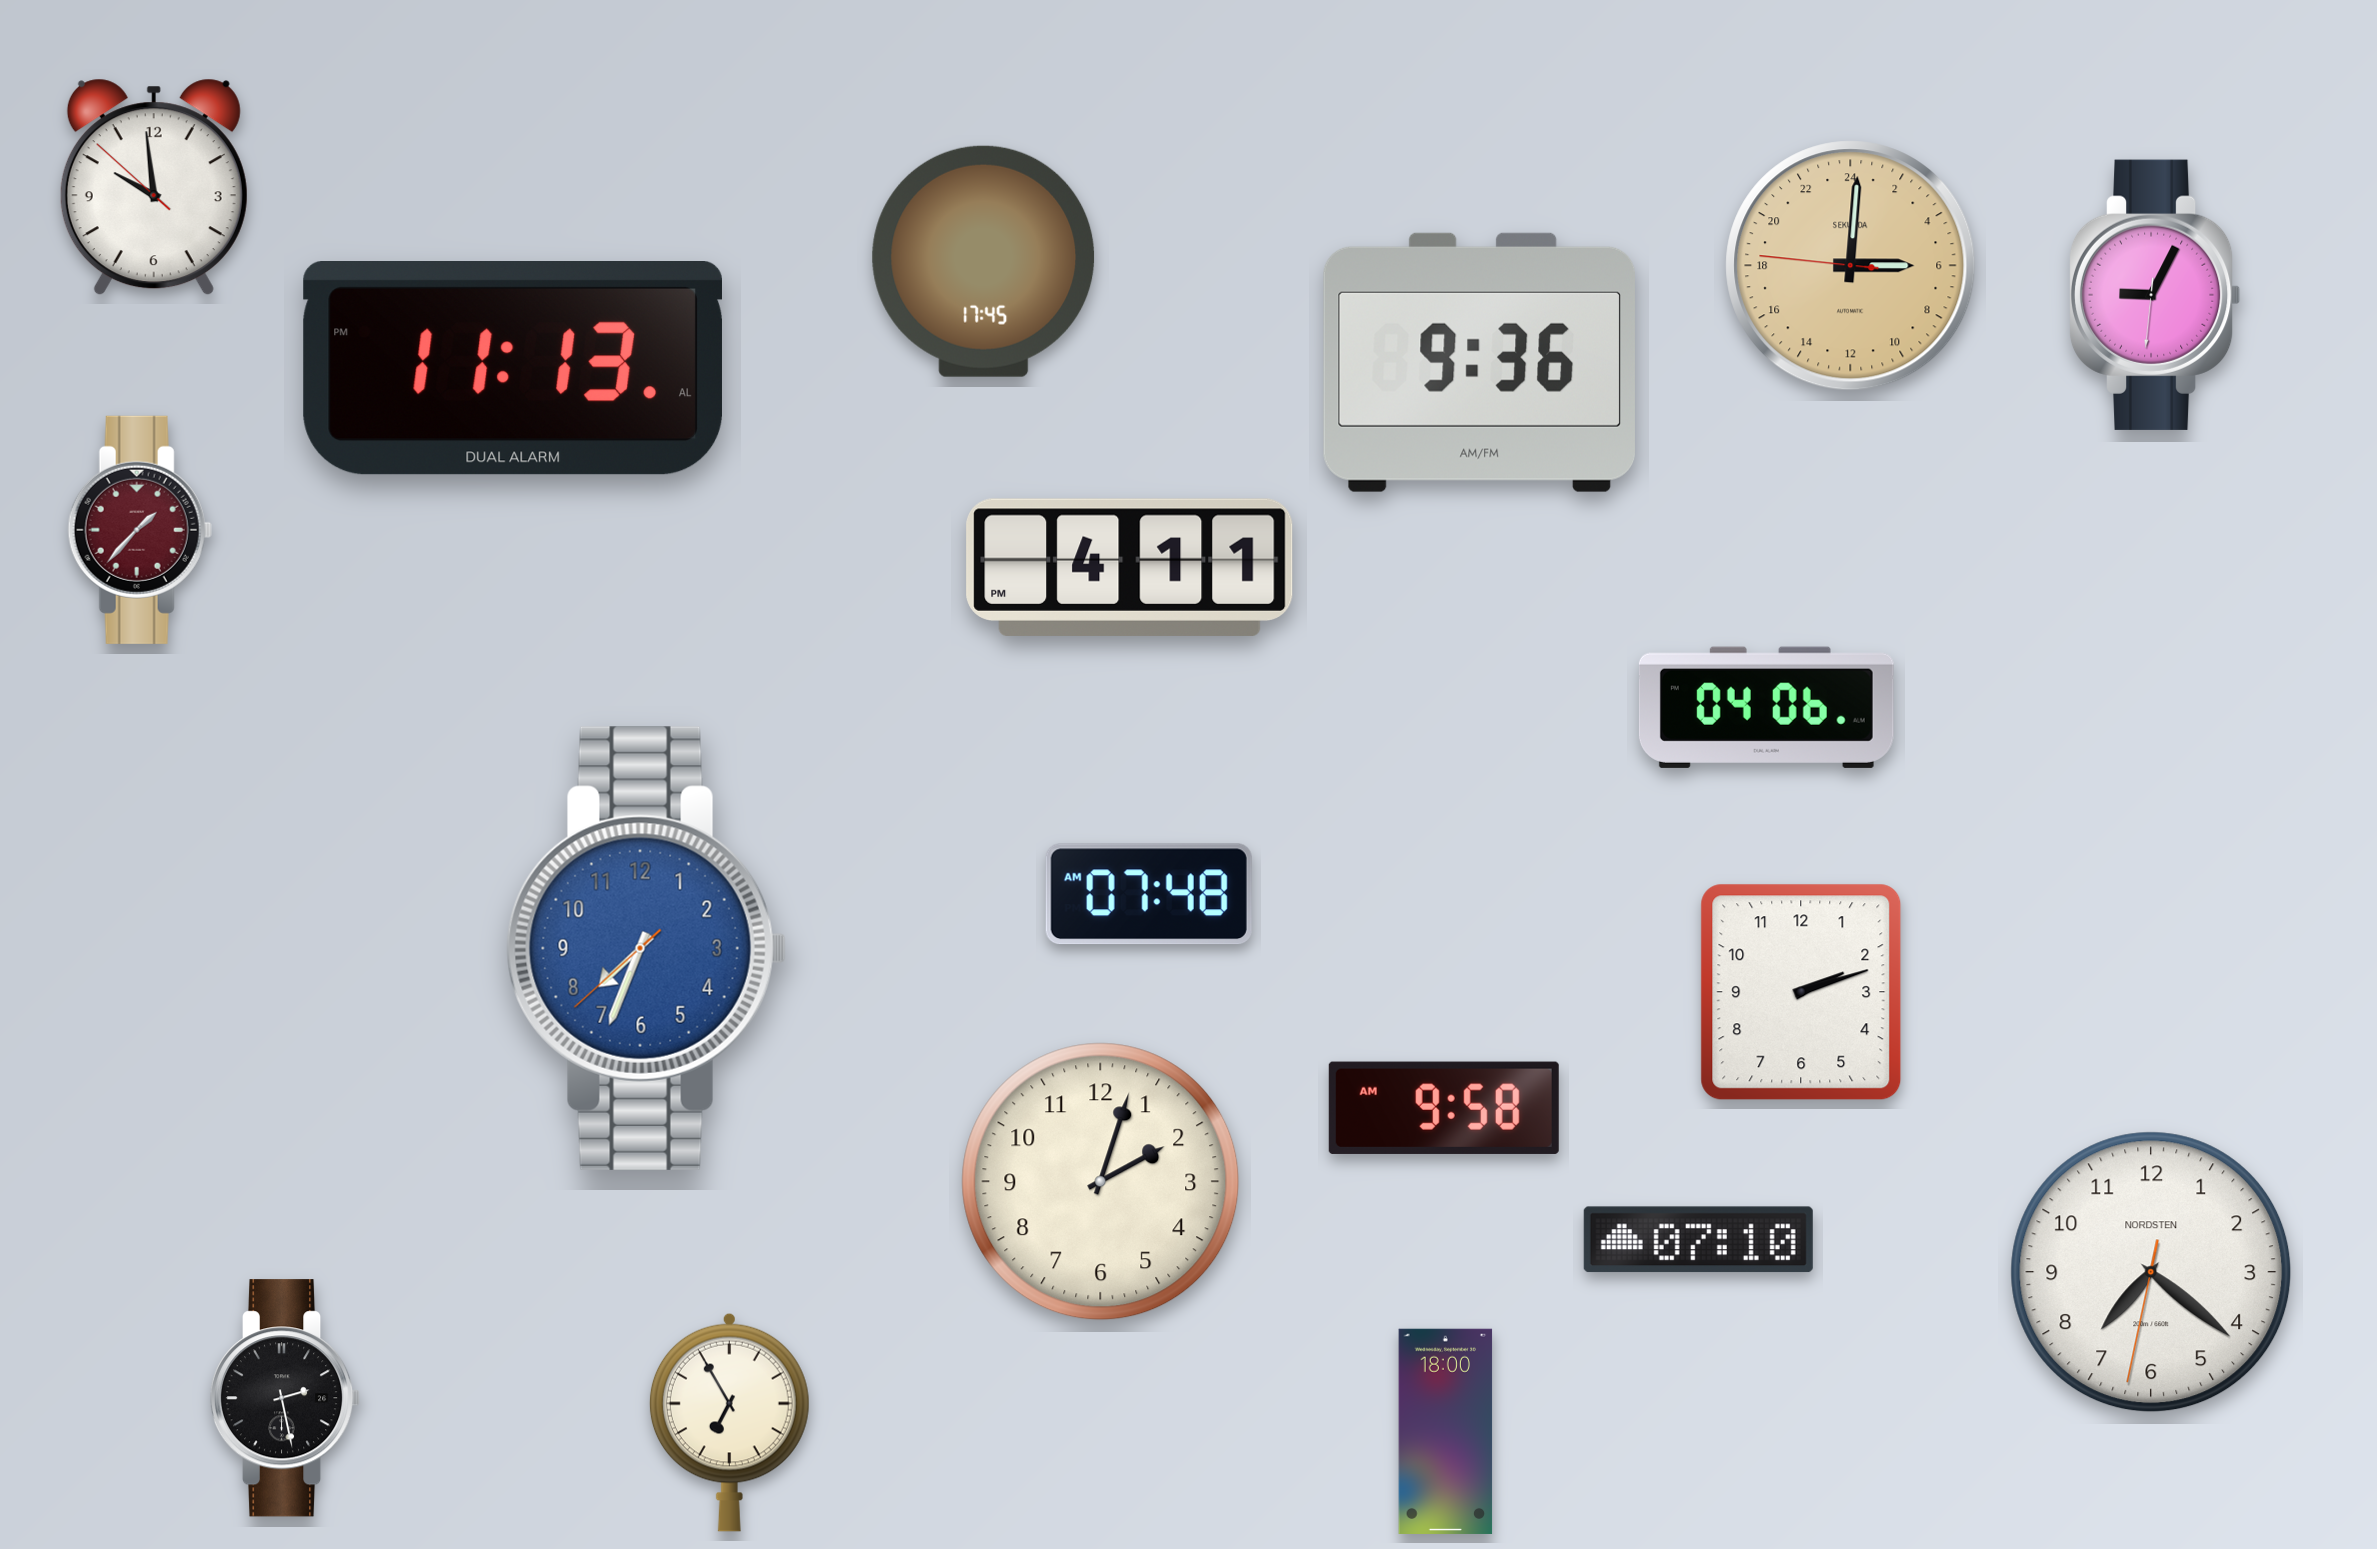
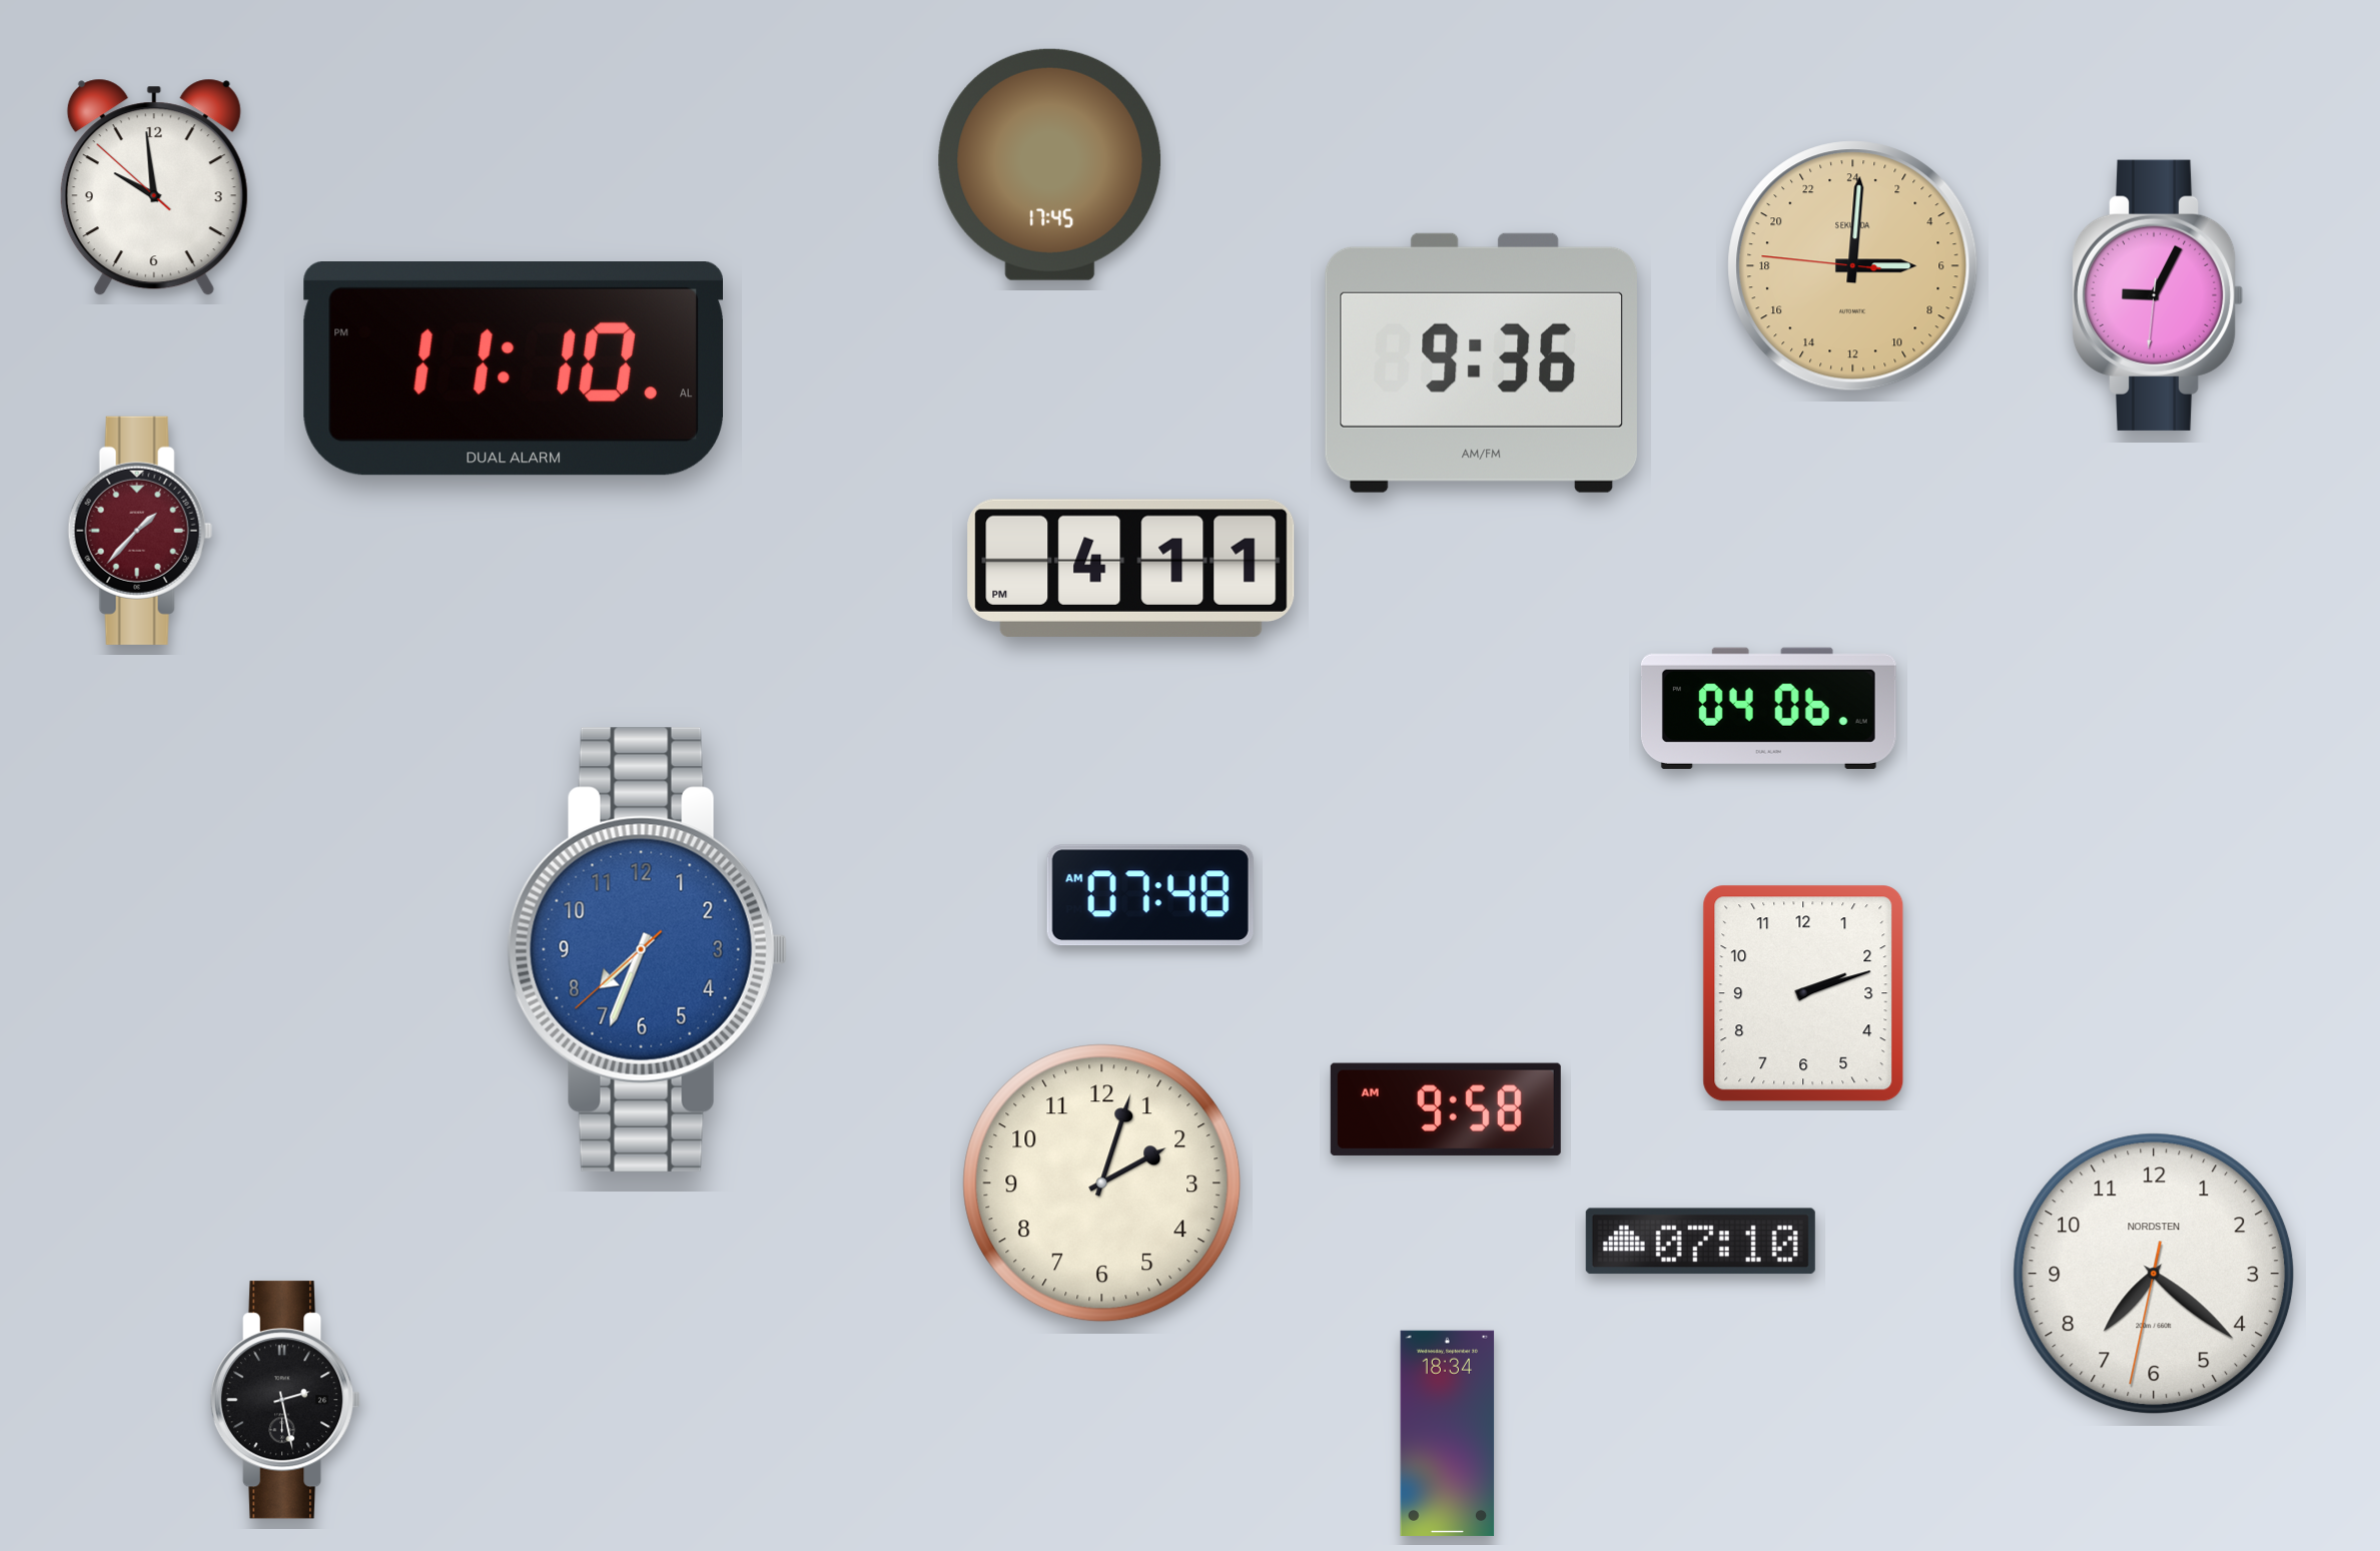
clock at (984, 261) position: (984, 261) -> (1050, 164)
clock at (513, 369): 11:13 -> 11:10
clock at (729, 1422): 6:55 -> none
clock at (1446, 1431): 18:00 -> 18:34
